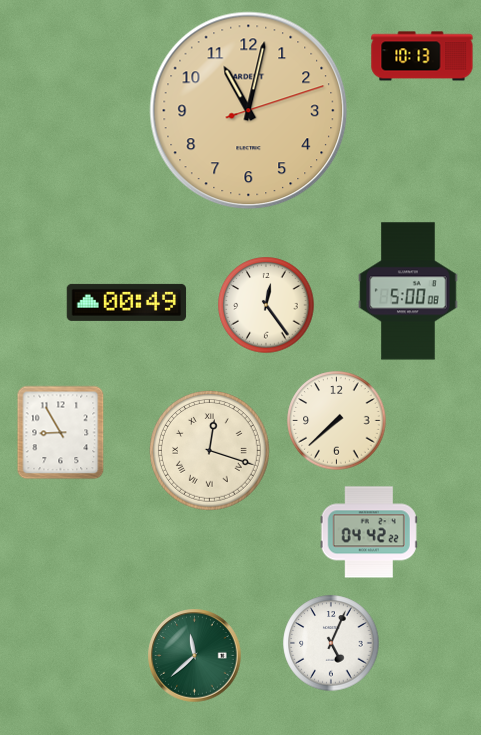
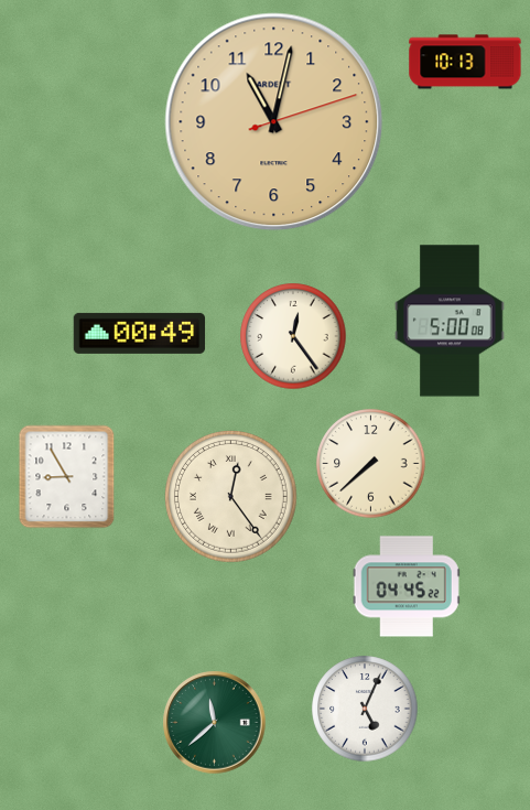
clock at (210, 451): 12:18 -> 12:24
clock at (369, 532): 04:42 -> 04:45
